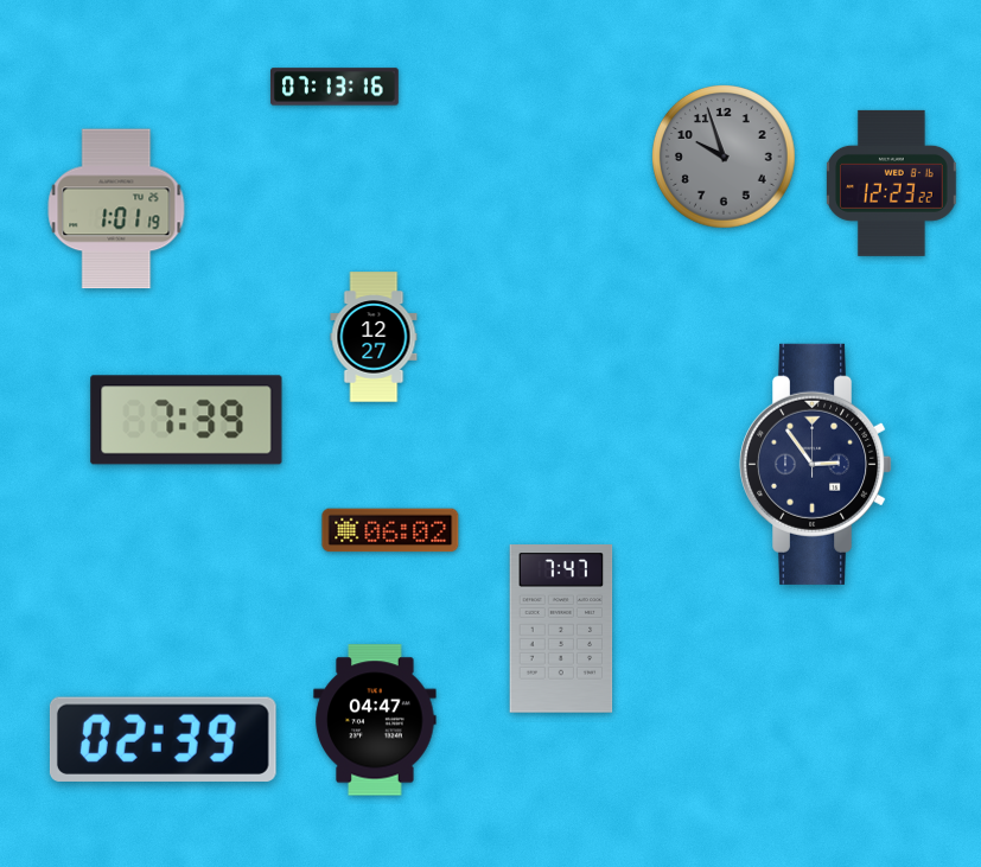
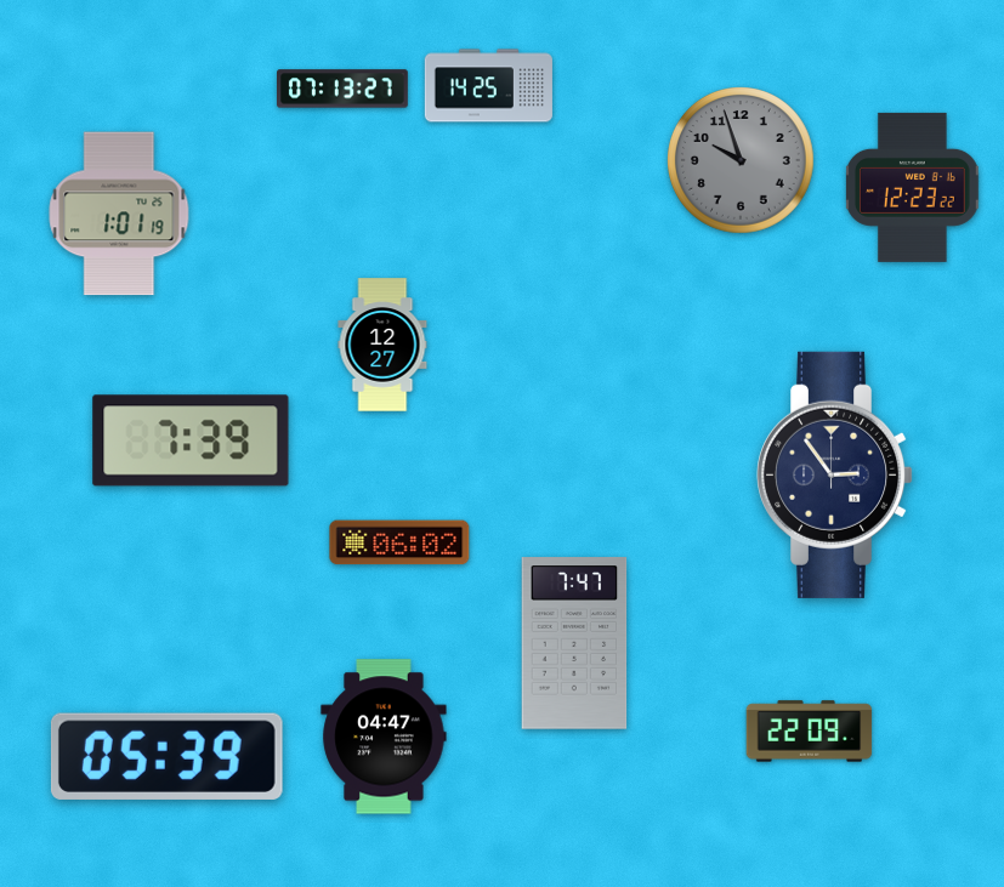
clock at (488, 86): none -> 14:25
clock at (336, 87): 07:13:16 -> 07:13:27
clock at (186, 420) position: (186, 420) -> (191, 440)
clock at (810, 732): none -> 22:09
clock at (163, 739): 02:39 -> 05:39
